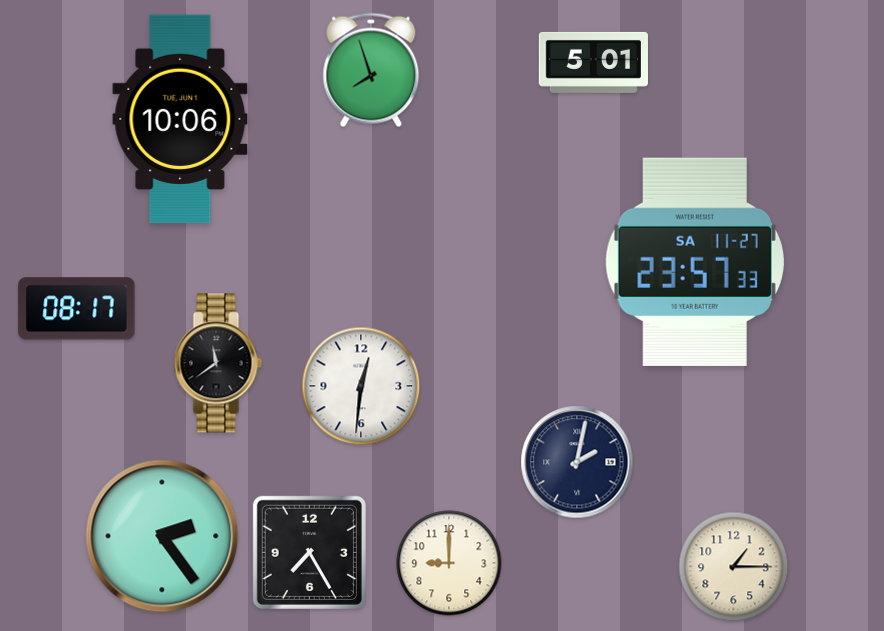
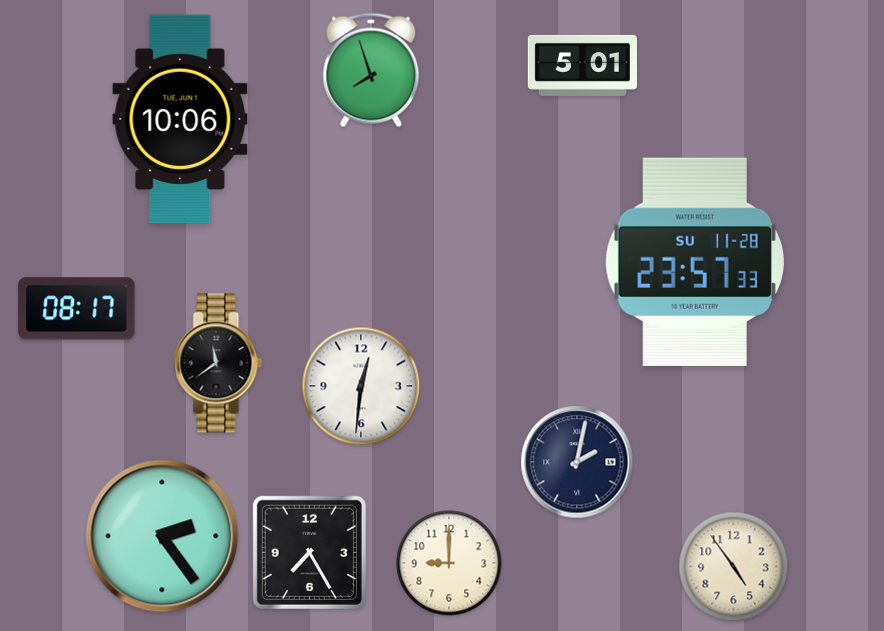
clock at (593, 62) position: (593, 62) -> (582, 65)
clock at (695, 262) date: SA 11-27 -> SU 11-28
clock at (734, 567): 1:15 -> 4:54
